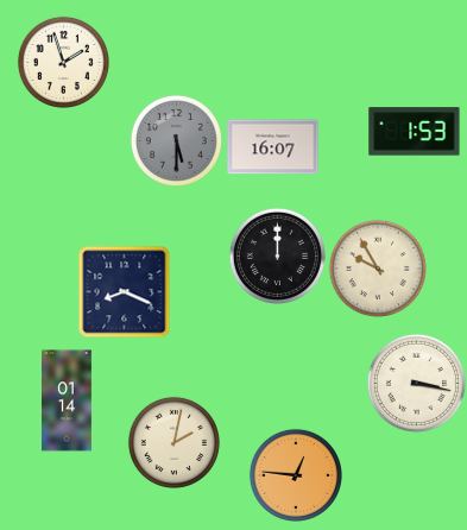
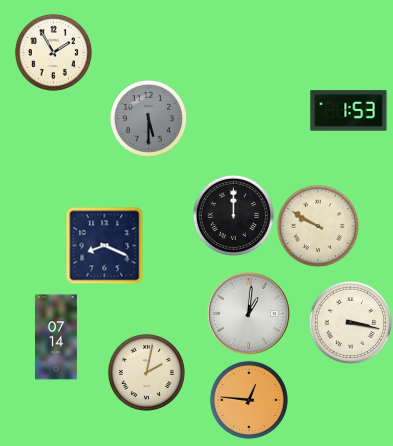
clock at (63, 62): 1:57 -> 1:55
clock at (273, 147): 16:07 -> none
clock at (378, 269): 9:55 -> 9:50
clock at (248, 313): none -> 1:01
clock at (68, 400): 01:14 -> 07:14
